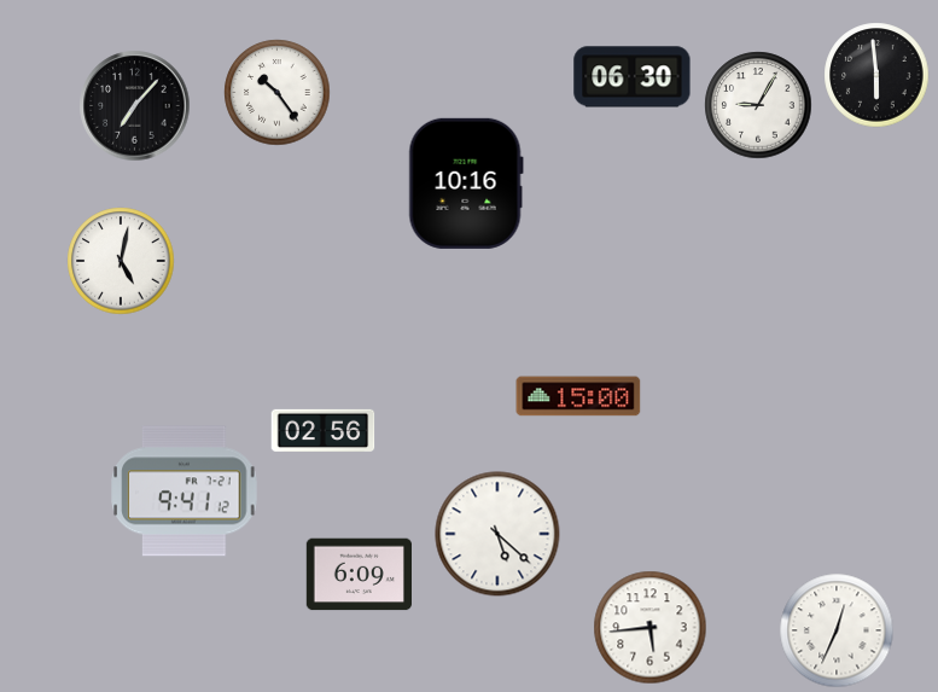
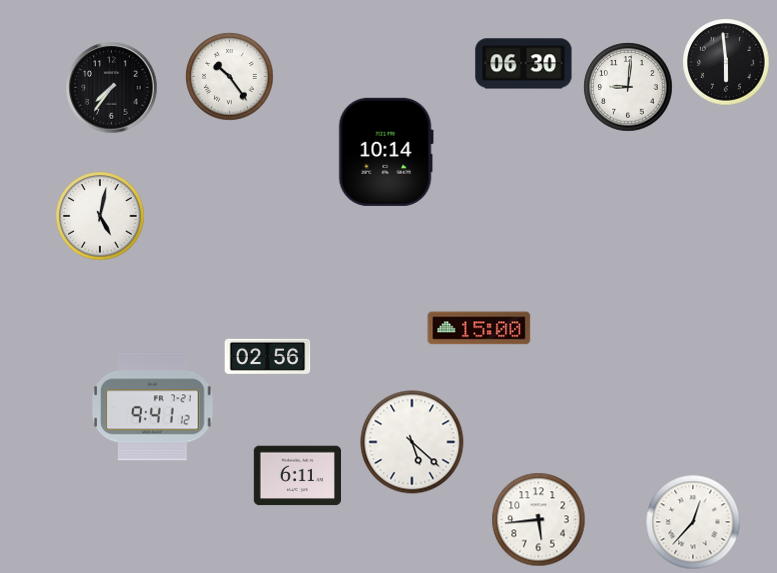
clock at (758, 105): 9:05 -> 9:01
clock at (135, 106): 7:07 -> 7:36
clock at (466, 184): 10:16 -> 10:14
clock at (359, 575): 6:09 -> 6:11
clock at (837, 630): 12:34 -> 12:37
